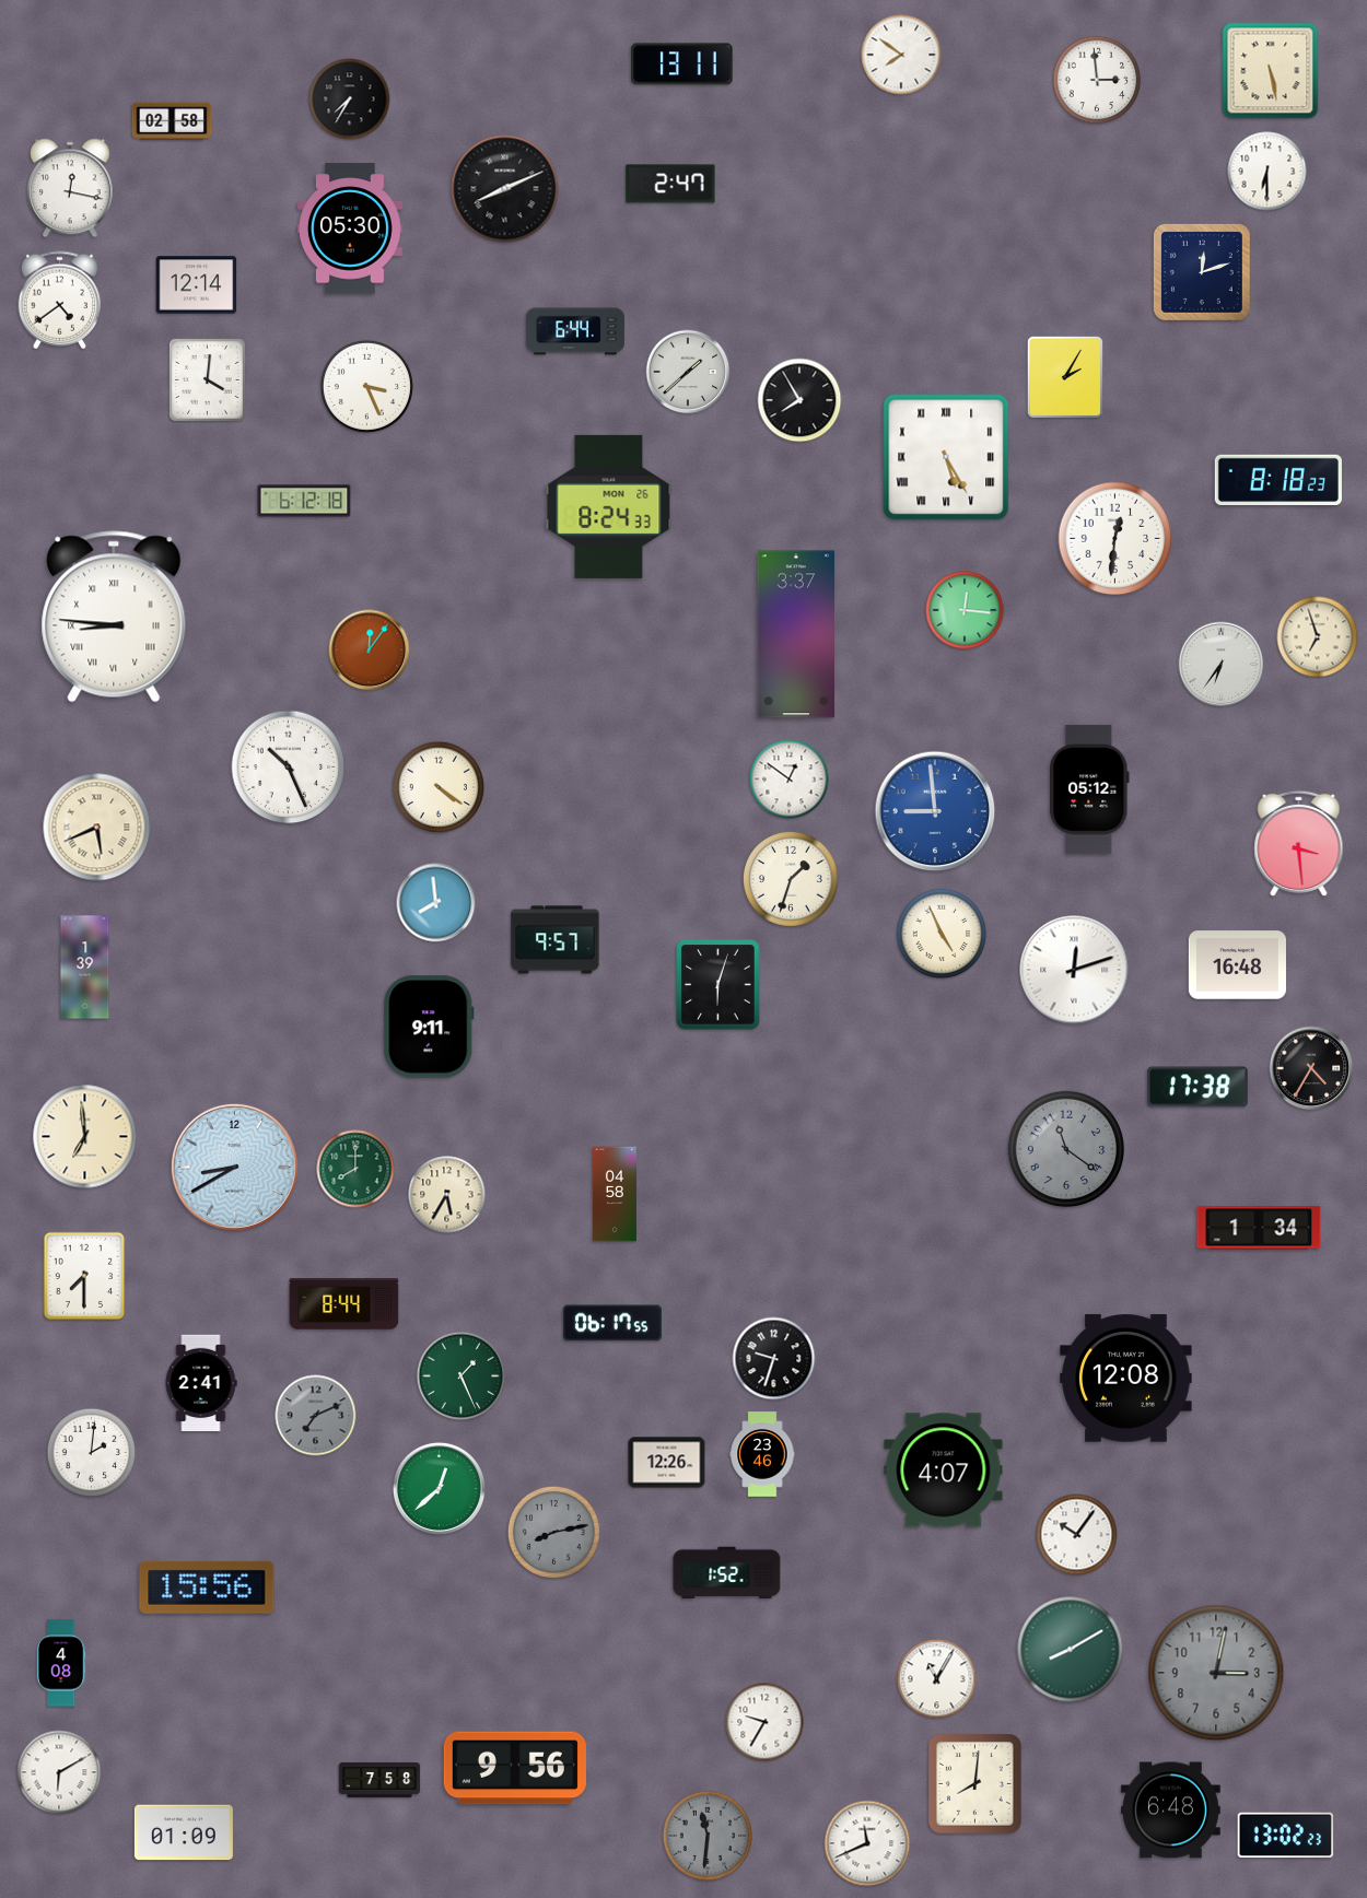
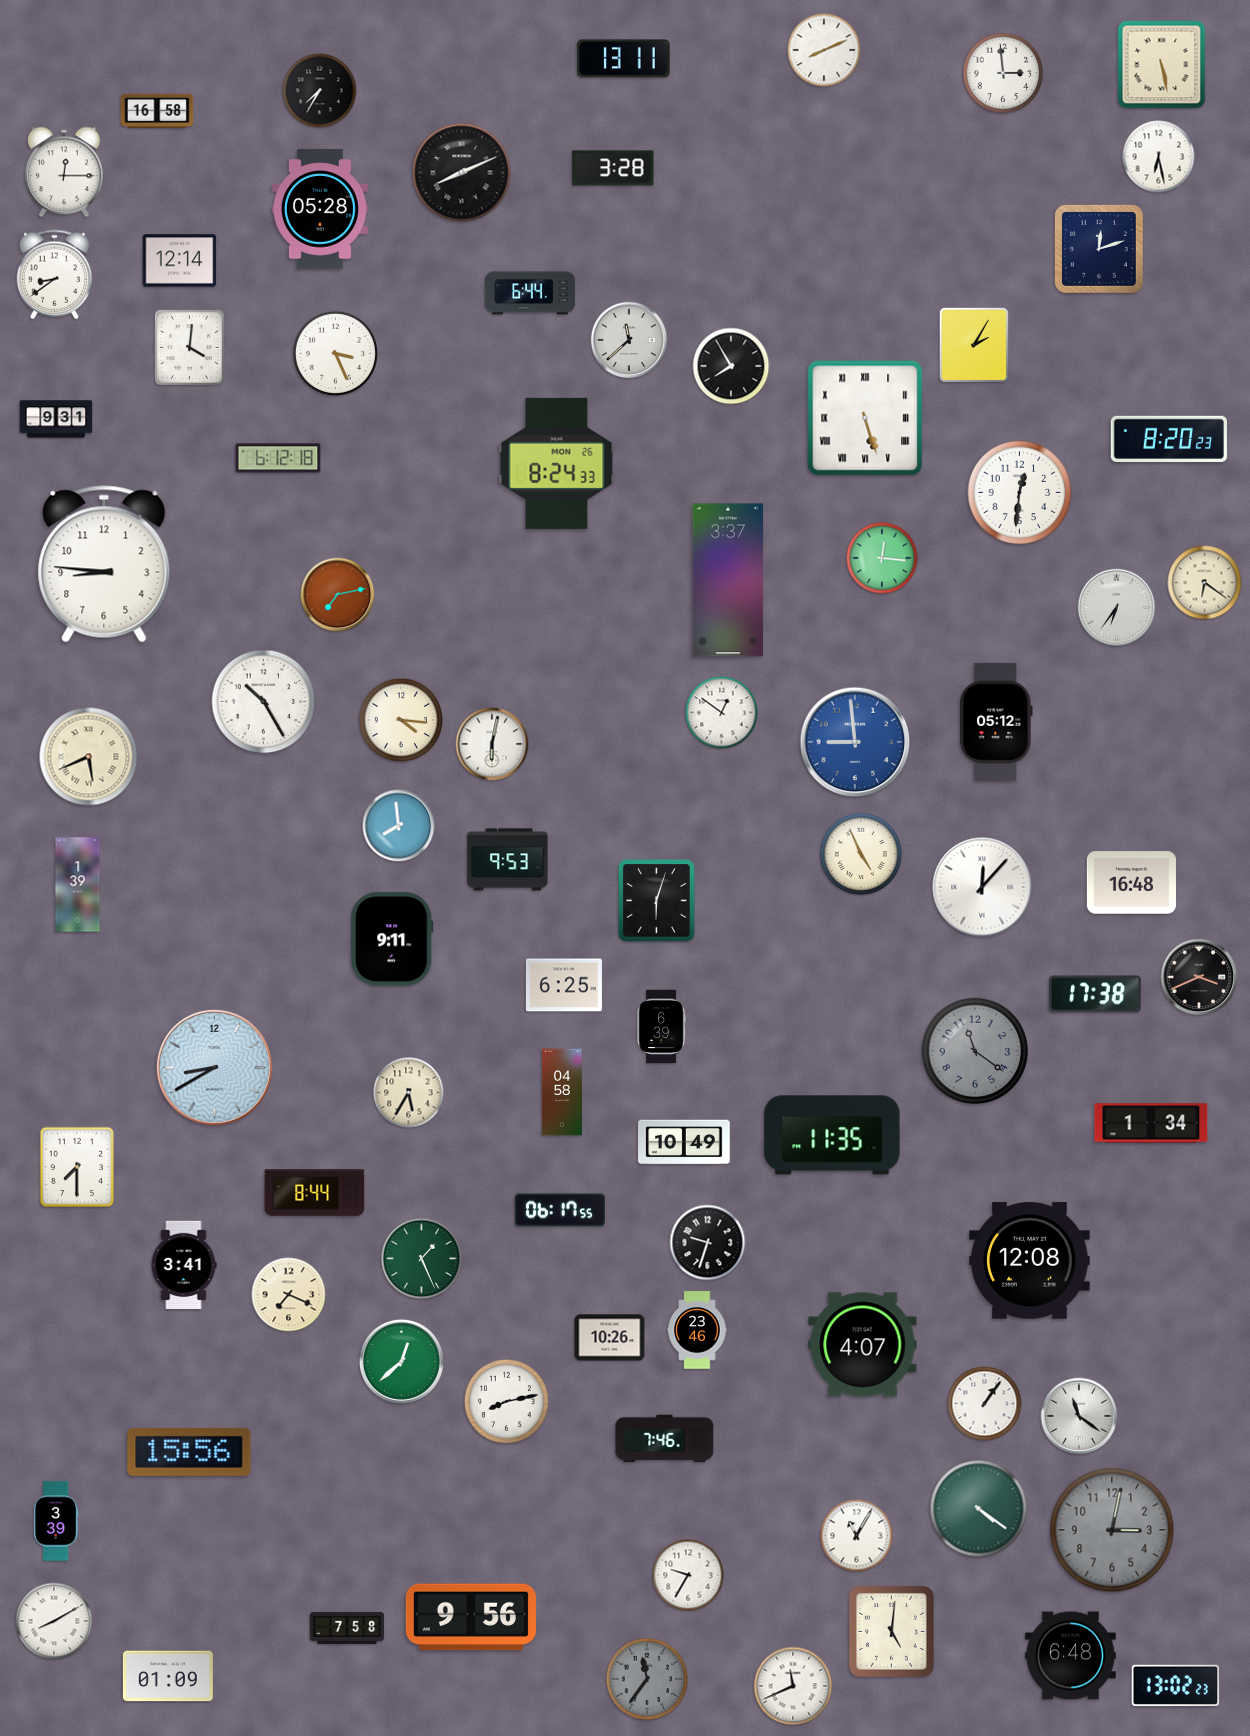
clock at (901, 55): 7:51 -> 8:11
clock at (172, 120): 02:58 -> 16:58
clock at (1267, 172): 6:30 -> 6:28
clock at (670, 184): 2:47 -> 3:28
clock at (70, 188): 12:17 -> 12:15
clock at (351, 229): 05:30 -> 05:28
clock at (60, 301): 4:39 -> 8:39
clock at (575, 331) position: (575, 331) -> (530, 293)
clock at (688, 372): 1:38 -> 11:38
clock at (946, 457): 5:25 -> 5:27
clock at (56, 419): none -> 9:31
clock at (1278, 479): 8:18 -> 8:20
clock at (114, 617) numerals: Roman -> Arabic
clock at (1318, 637): 6:57 -> 6:21
clock at (370, 651): 12:06 -> 7:13
clock at (289, 768): 10:26 -> 10:25
clock at (437, 786): 4:21 -> 4:16
clock at (492, 744): none -> 6:02
clock at (1299, 844): 3:29 -> none
clock at (791, 879): 1:33 -> none
clock at (556, 940): 9:57 -> 9:53
clock at (1074, 970): 12:12 -> 12:07
clock at (1311, 1068): 4:35 -> 3:41
clock at (564, 985): none -> 6:25
clock at (661, 1027): none -> 6:39
clock at (85, 1137): 6:59 -> none
clock at (355, 1169): 8:00 -> none
clock at (832, 1135): none -> 11:35
clock at (684, 1142): none -> 10:49
clock at (201, 1383): 2:41 -> 3:41
clock at (316, 1416): 7:11 -> 7:19
clock at (316, 1416) dial: grey -> cream
clock at (92, 1453): 2:01 -> none
clock at (667, 1463): 12:26 -> 10:26
clock at (553, 1532) dial: grey -> white
clock at (1077, 1535): 10:06 -> 1:06
clock at (1079, 1416): none -> 11:21
clock at (727, 1573): 1:52 -> 7:46
clock at (1071, 1650): 8:10 -> 4:21
clock at (61, 1663): 4:08 -> 3:39
clock at (764, 1722) position: (764, 1722) -> (688, 1575)
clock at (59, 1772): 6:10 -> 8:10
clock at (975, 1784): 8:01 -> 5:01
clock at (1286, 1835) position: (1286, 1835) -> (1176, 1685)
clock at (708, 1836): 11:31 -> 11:36
